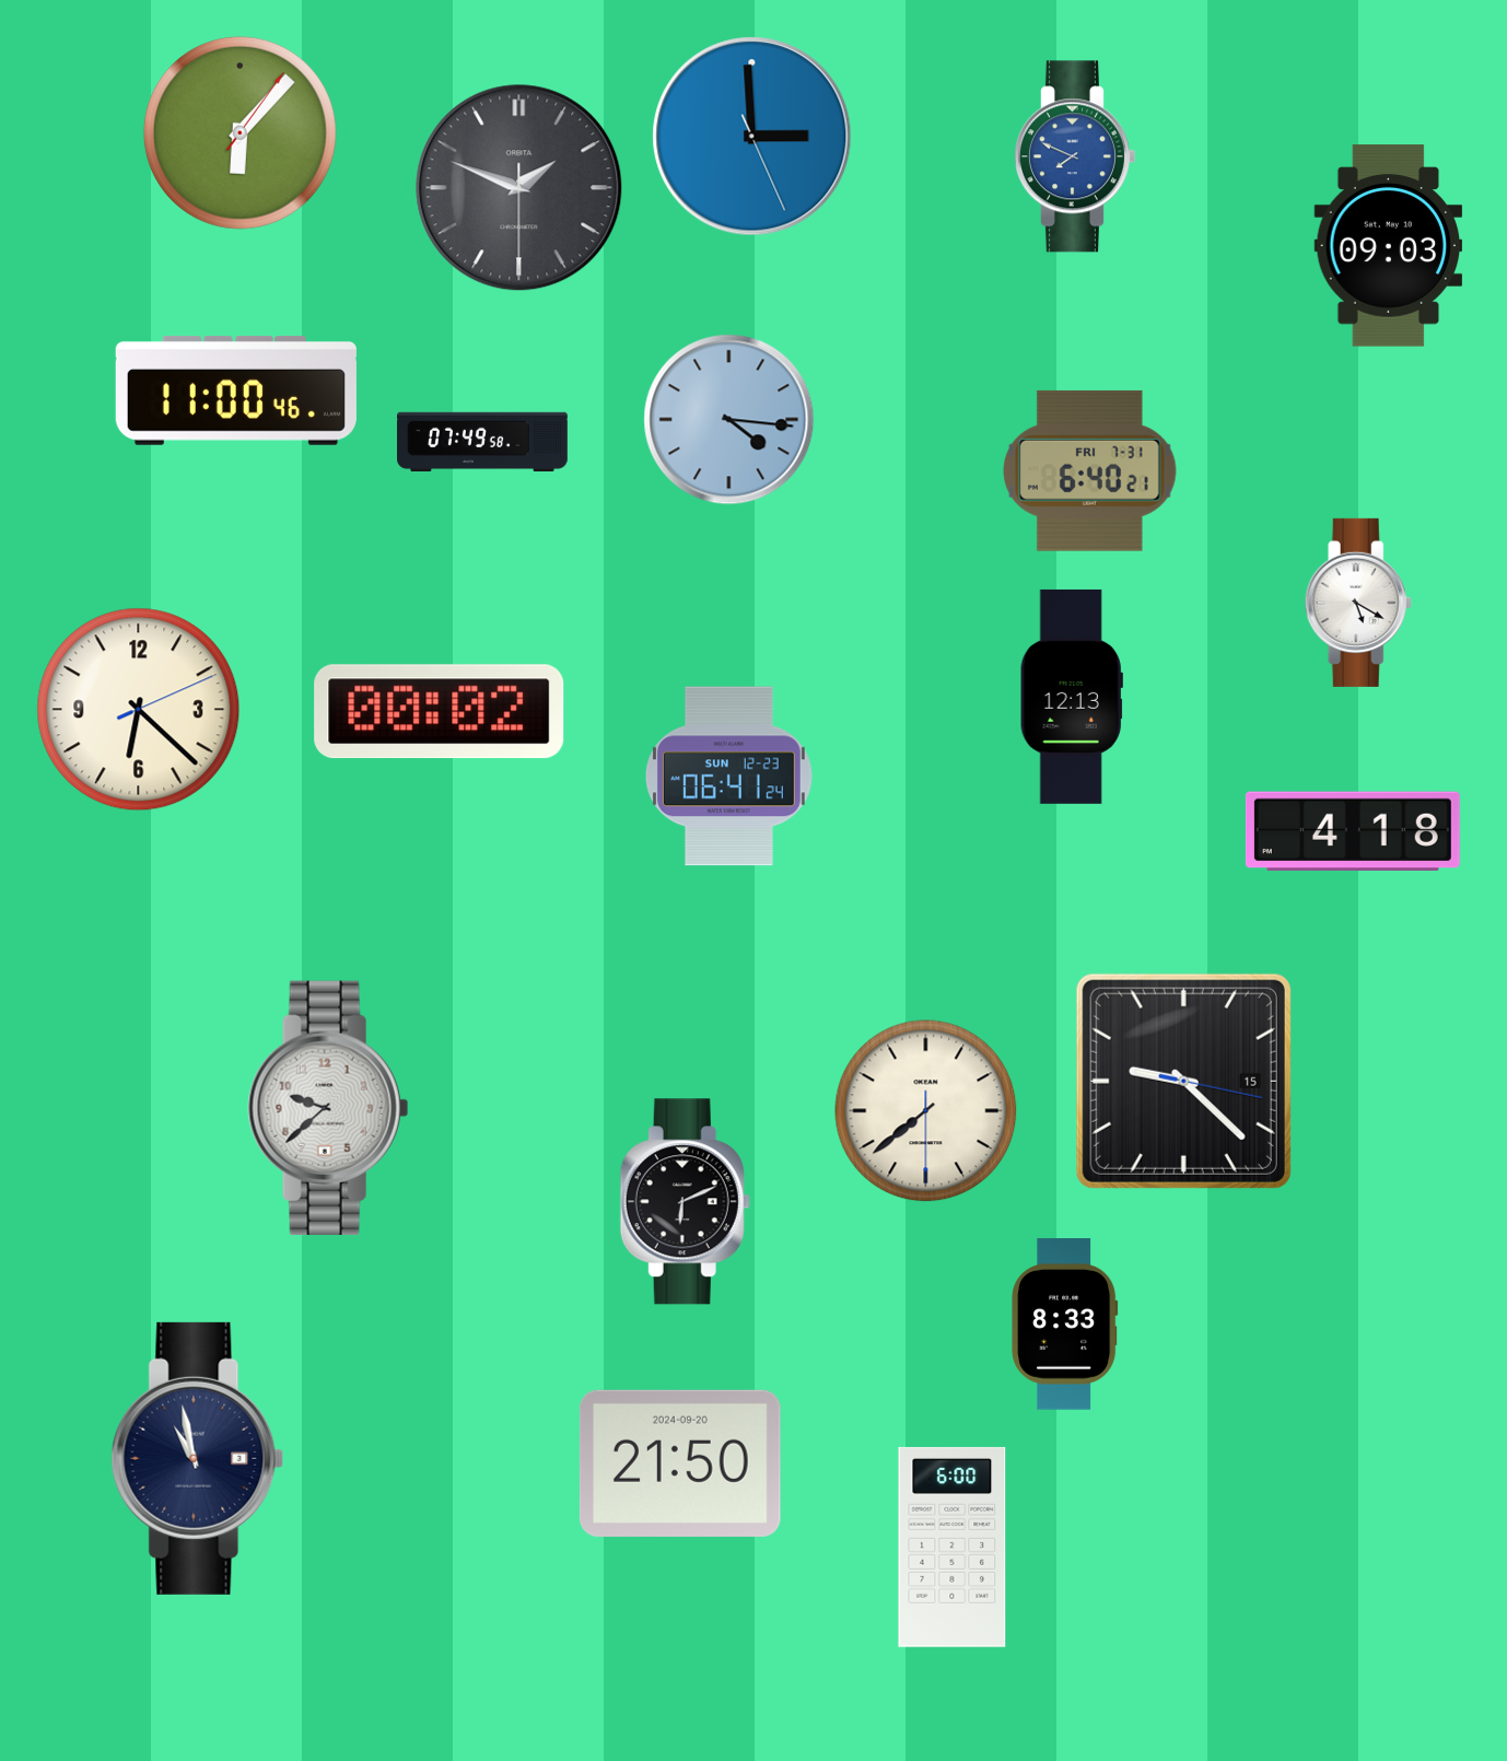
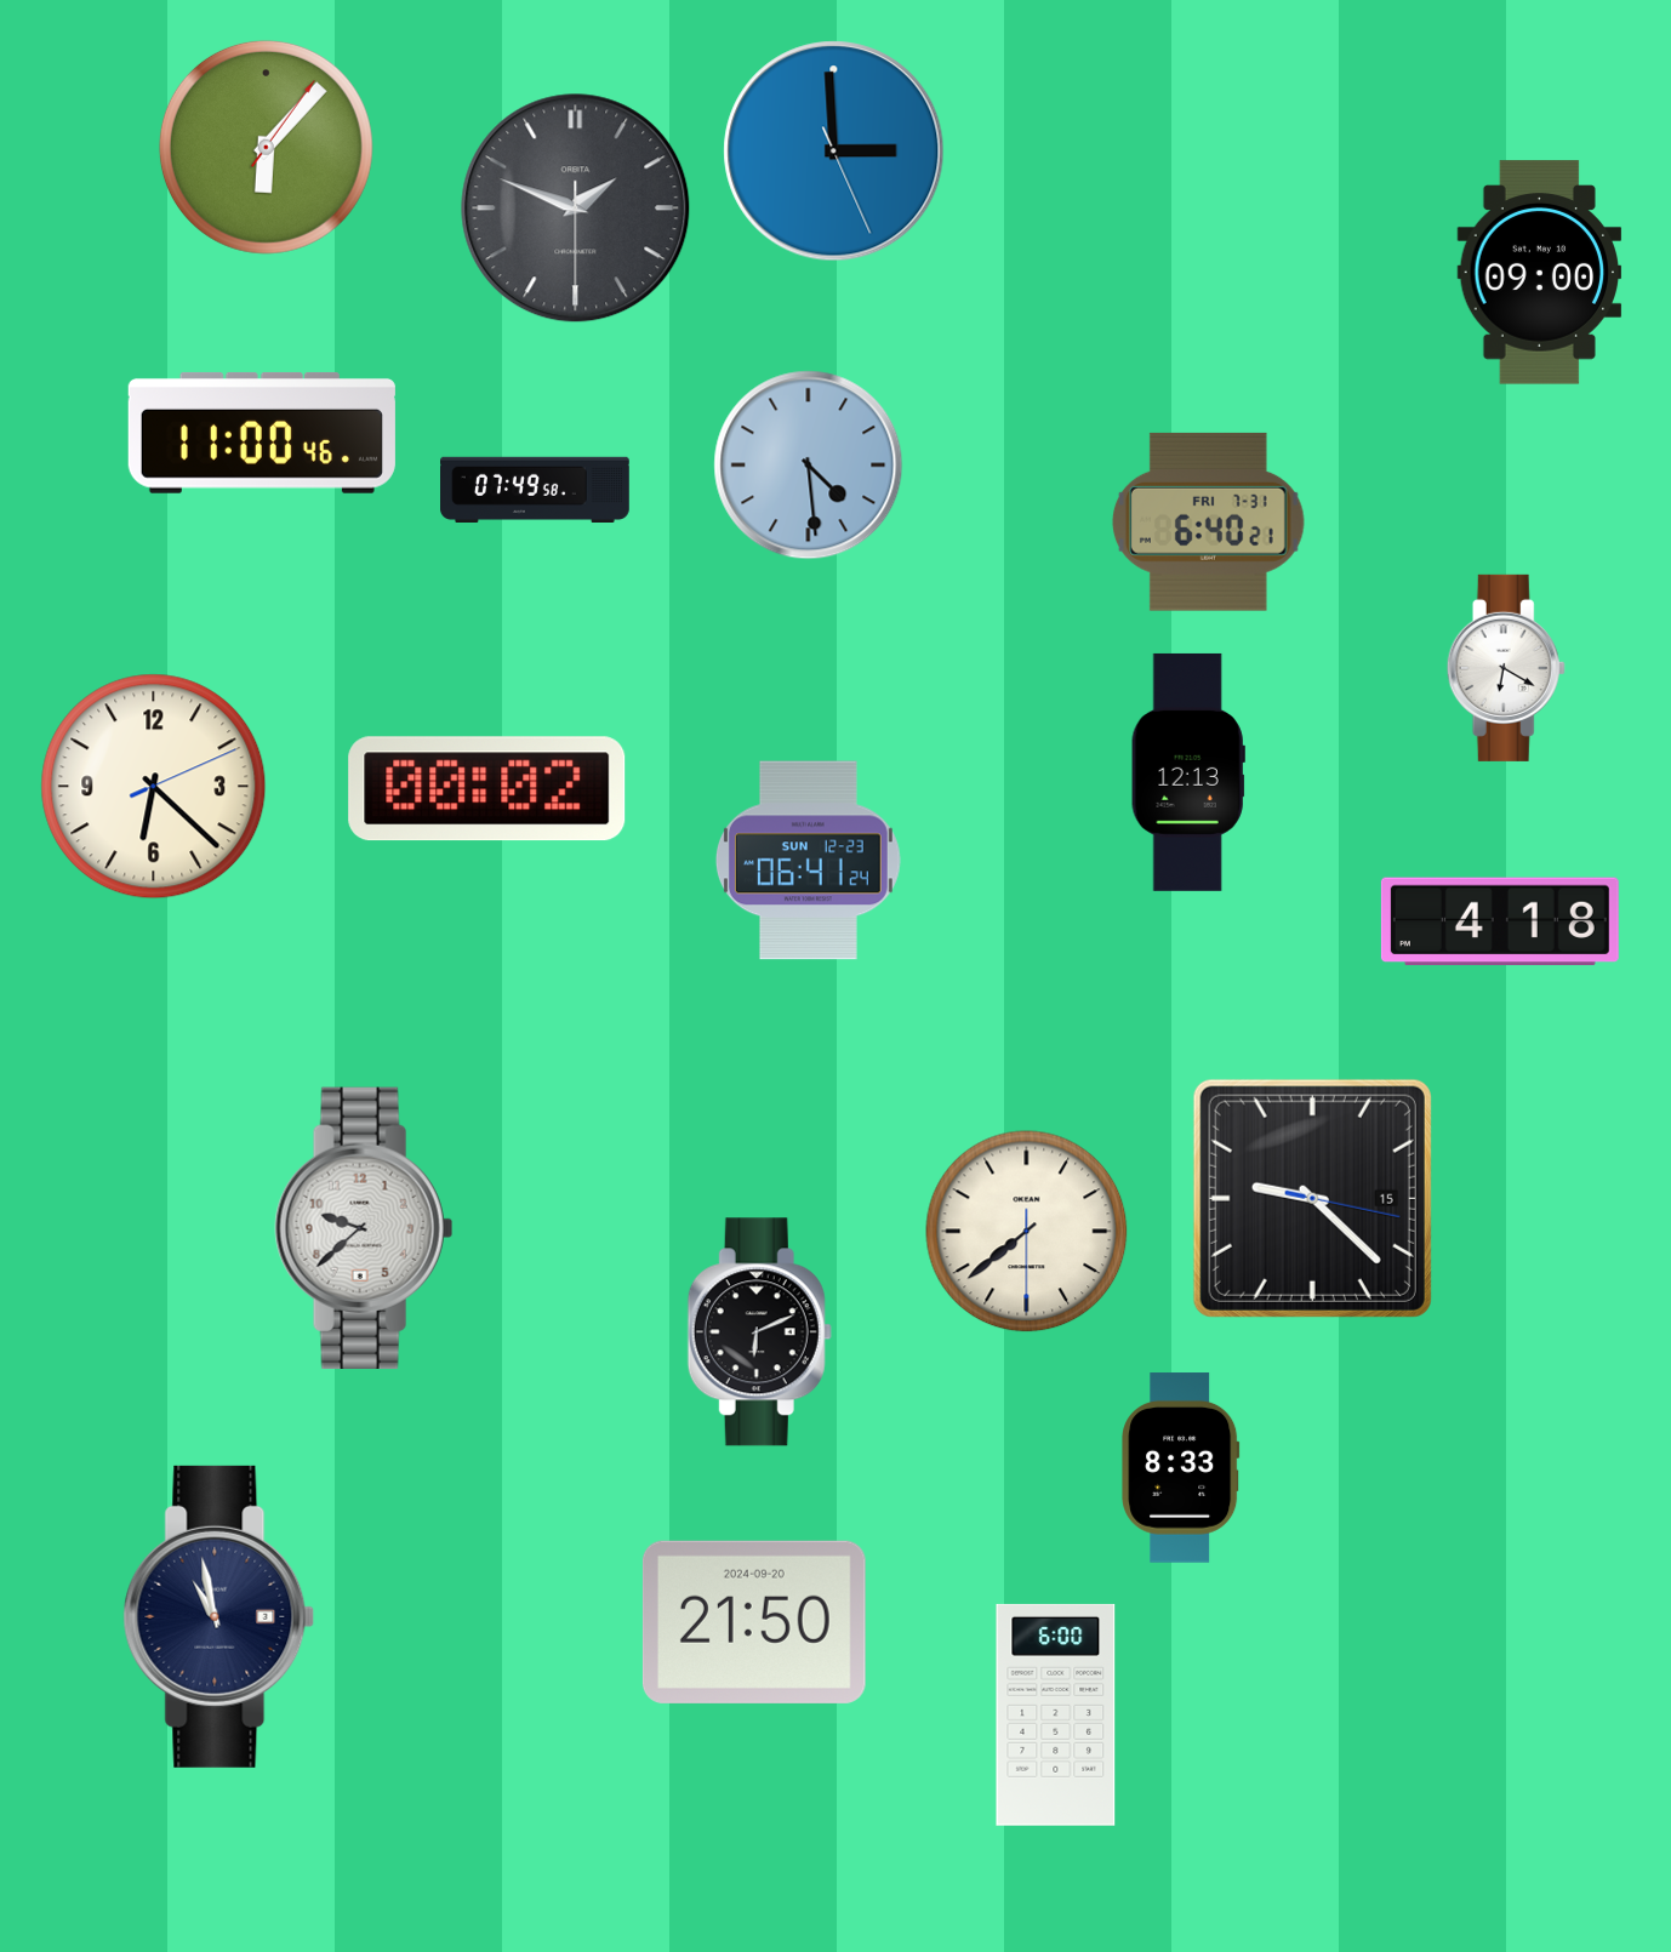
clock at (1074, 156): 7:49 -> none
clock at (1389, 246): 09:03 -> 09:00
clock at (729, 420): 4:16 -> 4:29
clock at (1358, 603): 5:20 -> 6:20
